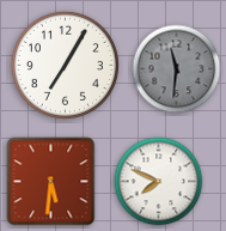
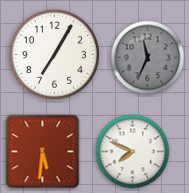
clock at (177, 69): 11:31 -> 11:34
